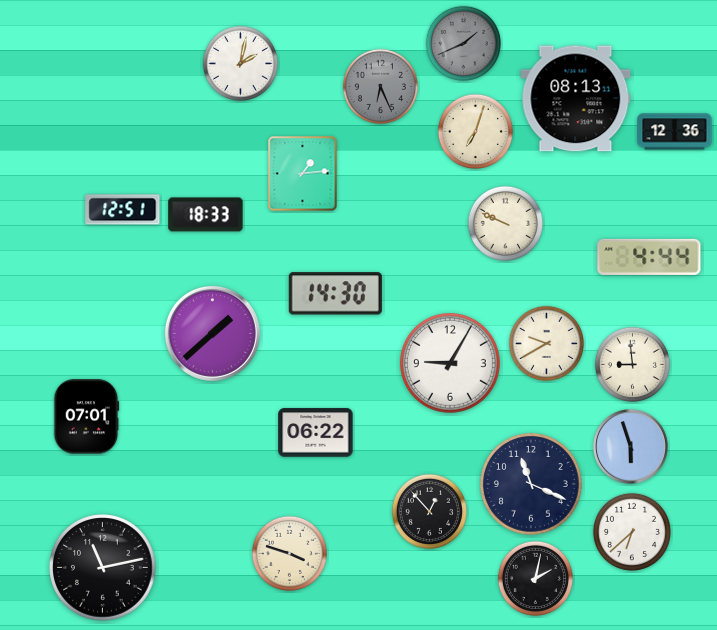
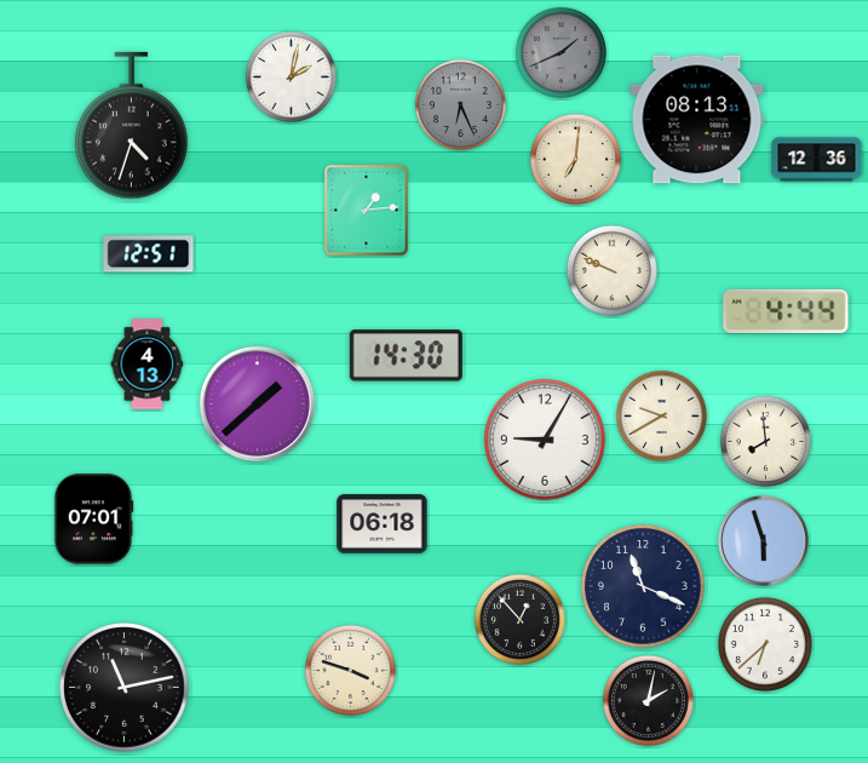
clock at (132, 126): none -> 4:33
clock at (475, 131): 7:03 -> 7:01
clock at (206, 215): 18:33 -> none
clock at (148, 365): none -> 4:13
clock at (632, 364): 8:59 -> 7:59
clock at (86, 417) position: (86, 417) -> (93, 520)
clock at (316, 433): 06:22 -> 06:18
